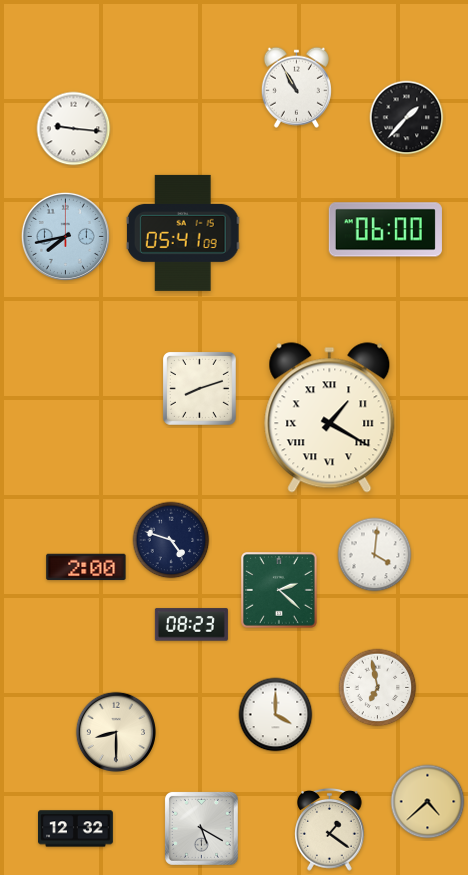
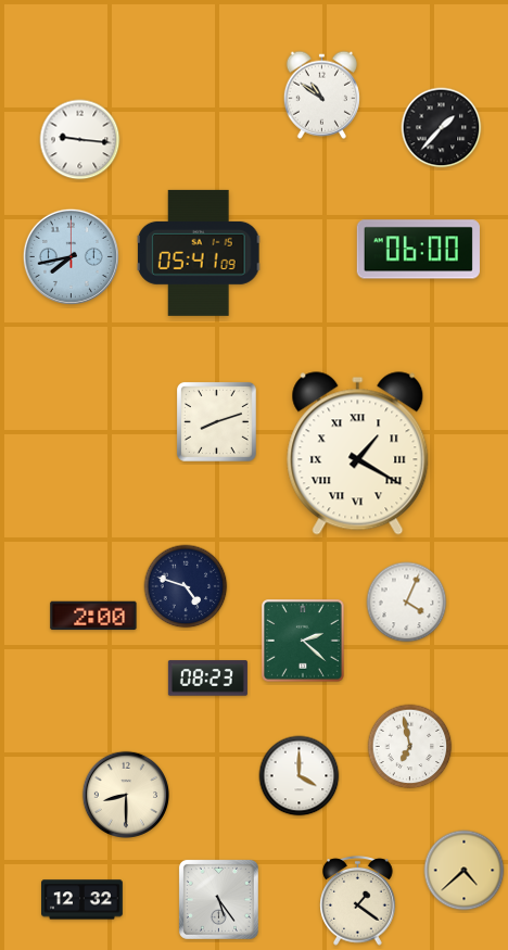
clock at (296, 87): 10:55 -> 10:51
clock at (375, 555): 4:01 -> 4:04
clock at (201, 828): 5:20 -> 5:24
